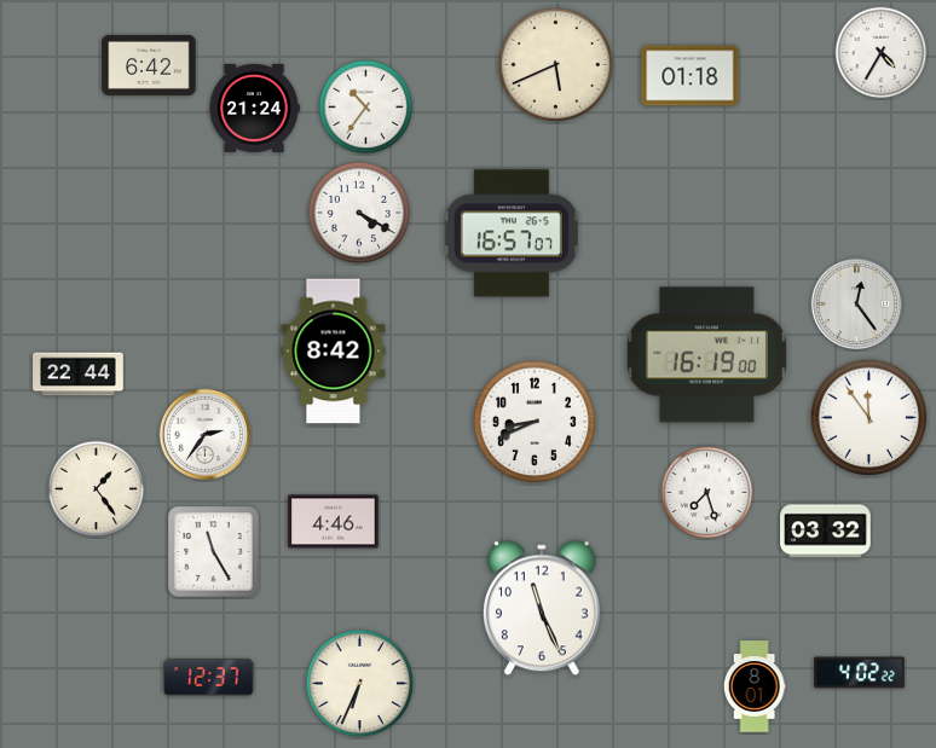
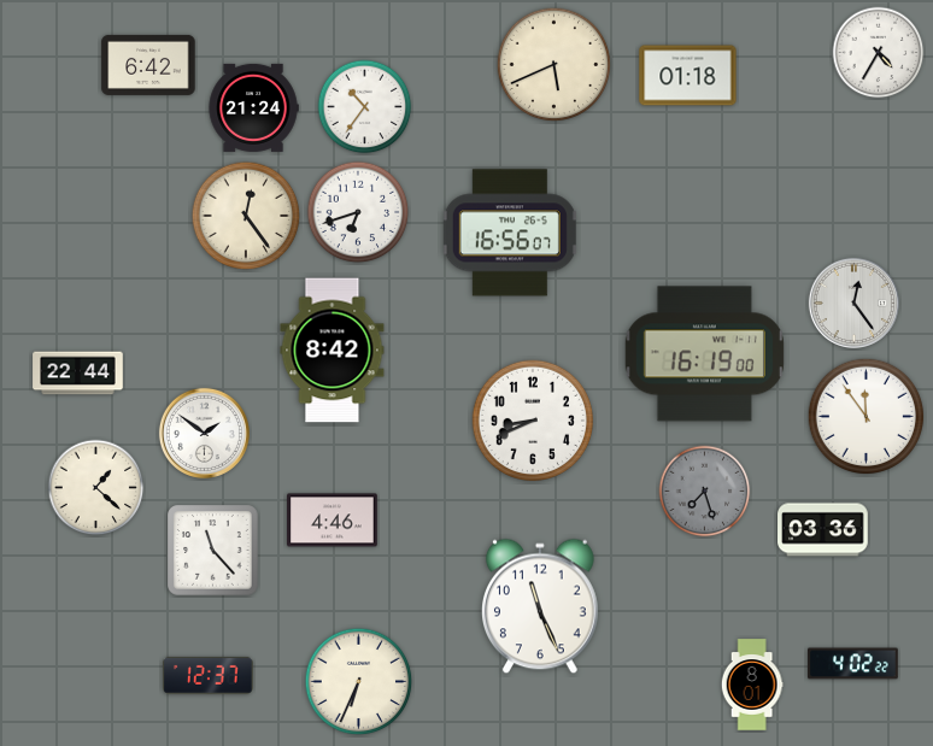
clock at (359, 213): 4:20 -> 6:42
clock at (246, 216): none -> 12:24
clock at (512, 233): 16:57 -> 16:56
clock at (204, 434): 2:36 -> 1:51
clock at (97, 489): 1:24 -> 1:22
clock at (707, 493) dial: white -> grey
clock at (826, 532): 03:32 -> 03:36
clock at (214, 552): 11:25 -> 11:23
clock at (860, 673) position: (860, 673) -> (853, 664)
